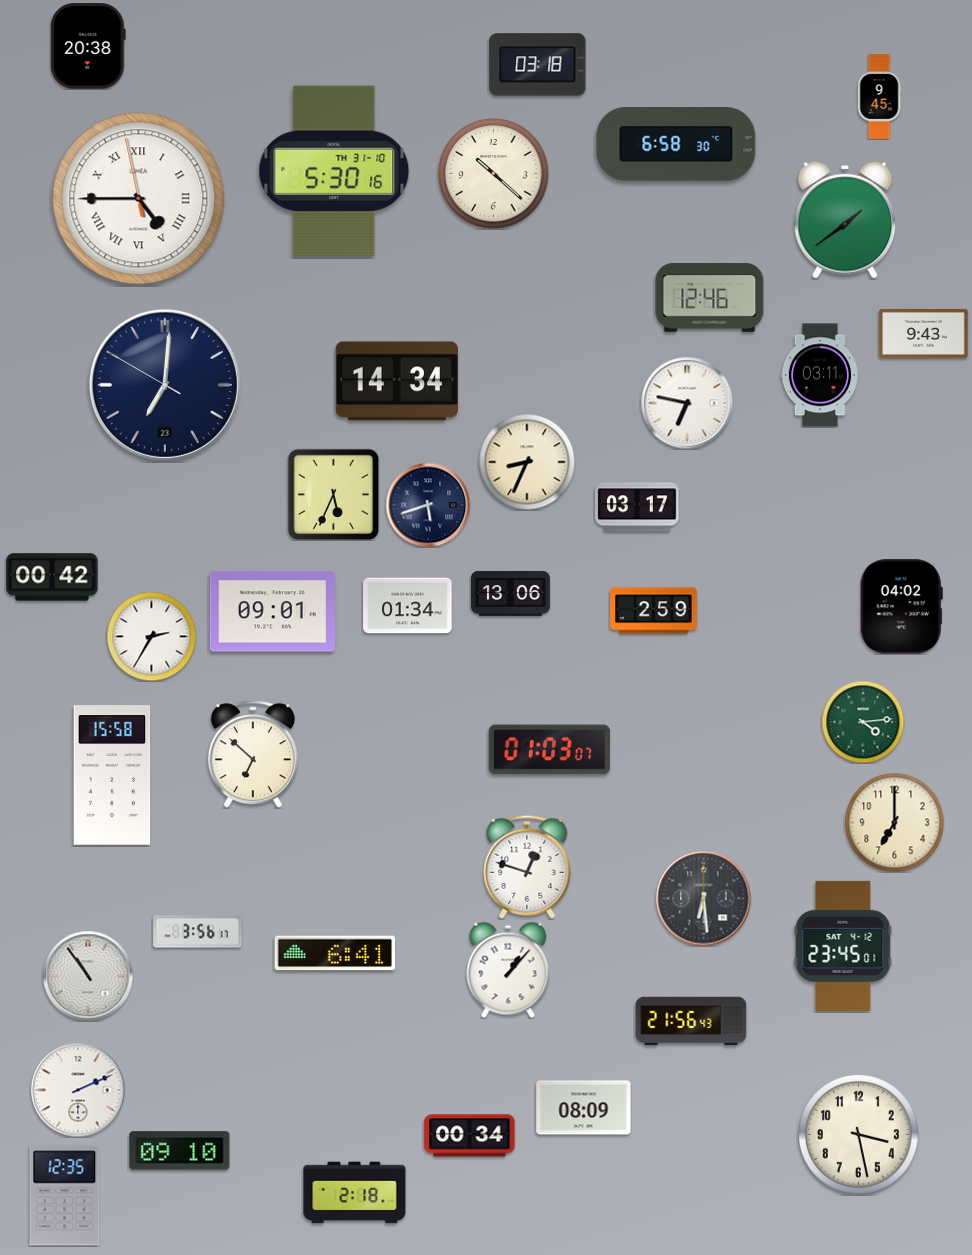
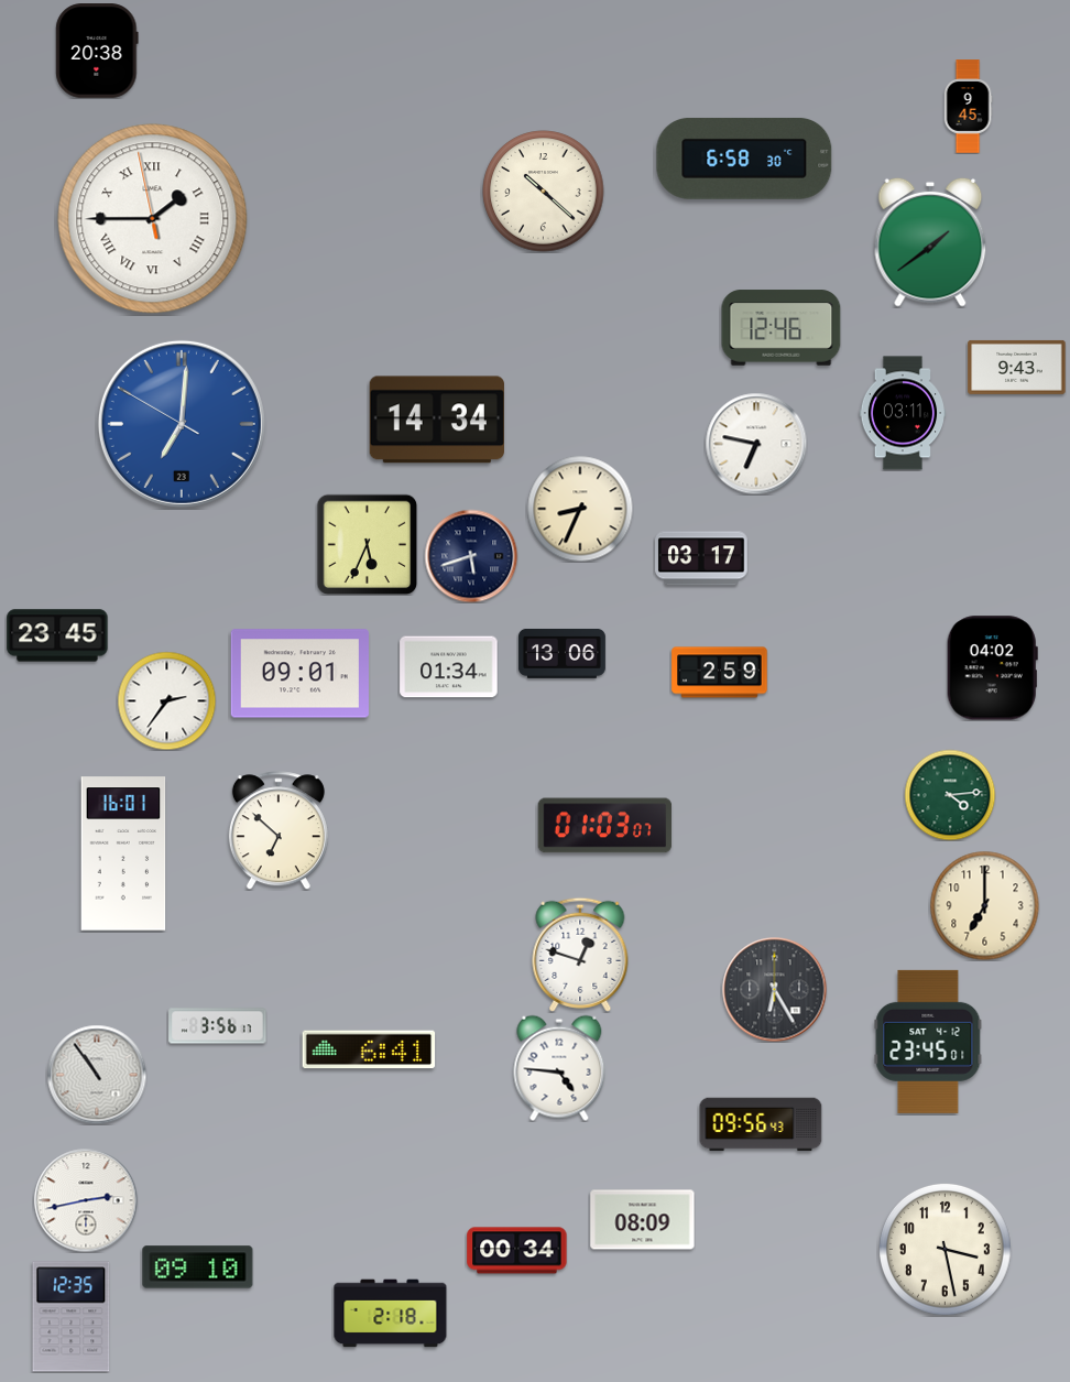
clock at (538, 65): 03:18 -> none
clock at (334, 171): 5:30 -> none
clock at (139, 199): 4:44 -> 1:44
clock at (165, 385) dial: navy -> blue
clock at (52, 577): 00:42 -> 23:45
clock at (151, 636): 2:35 -> 2:36
clock at (112, 775): 15:58 -> 16:01
clock at (703, 898): 6:29 -> 6:25
clock at (508, 970): 1:07 -> 4:46
clock at (691, 1021): 21:56 -> 09:56
clock at (78, 1090): 2:11 -> 2:43
